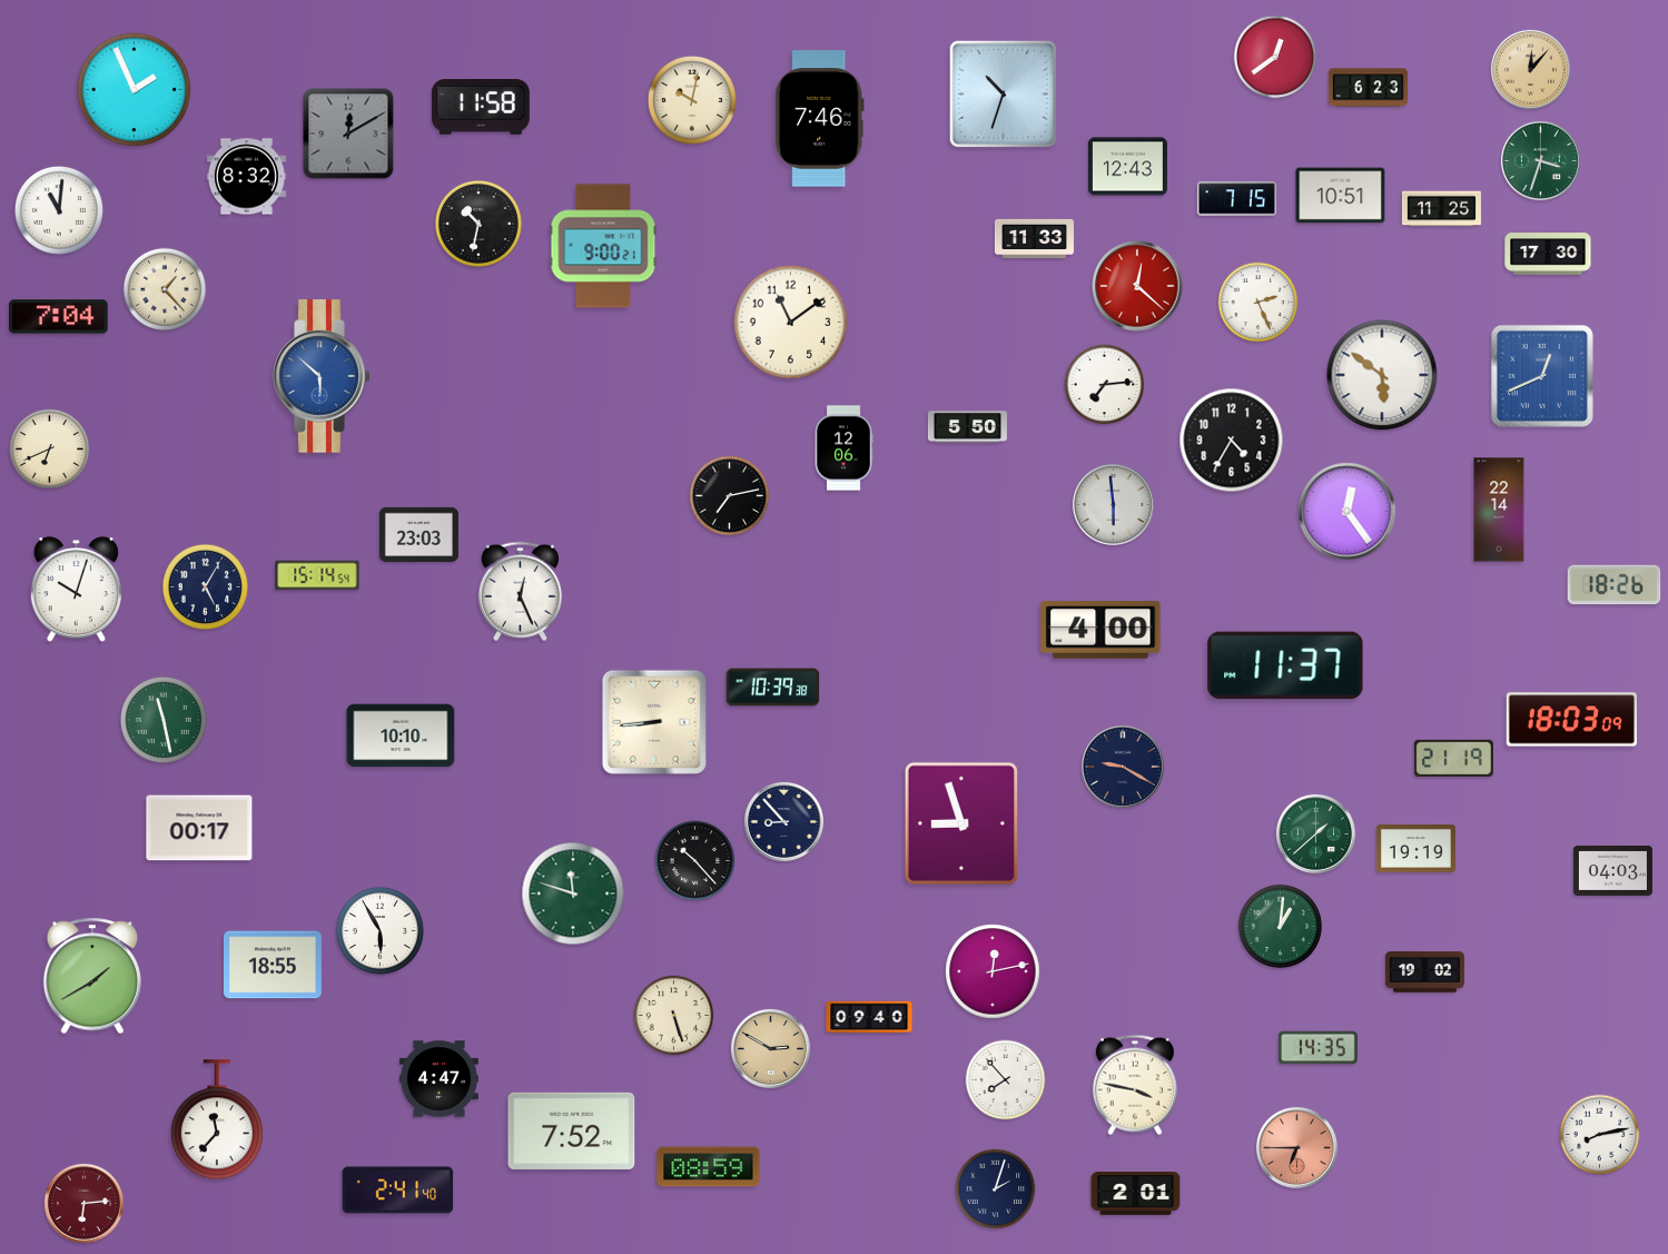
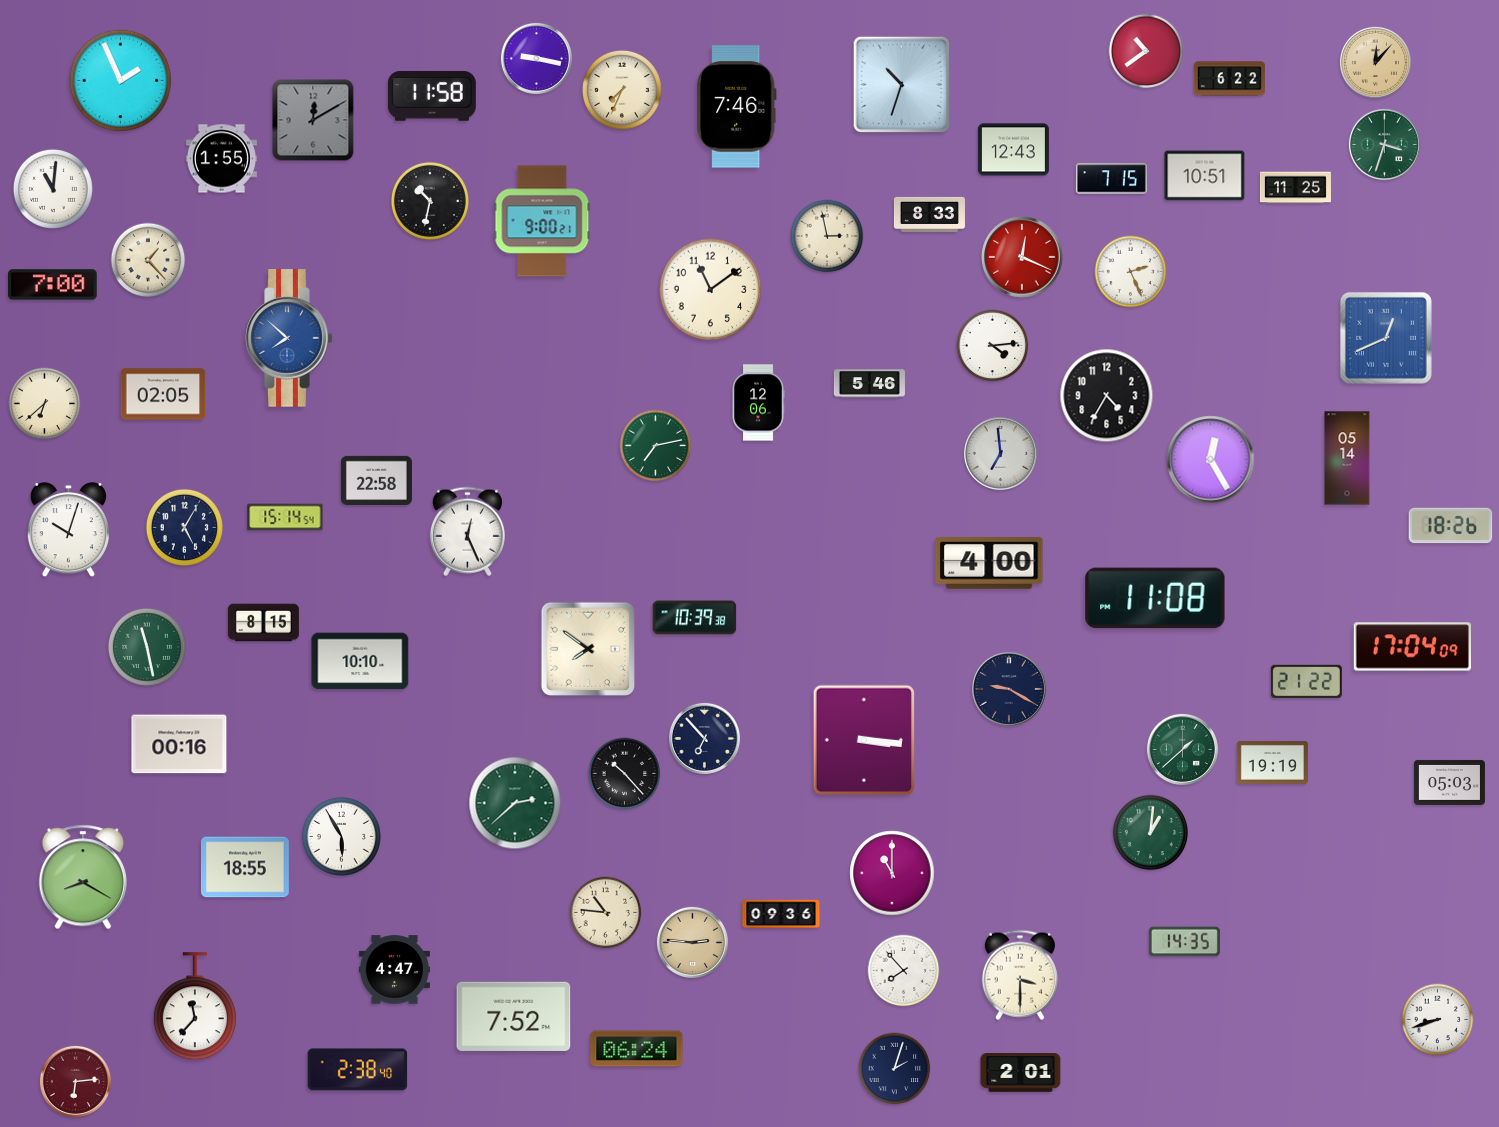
clock at (1275, 57): 12:39 -> 10:39
clock at (536, 58): none -> 9:17
clock at (1368, 88): 6:23 -> 6:22
clock at (692, 100): 10:02 -> 7:34
clock at (246, 177): 8:32 -> 1:55
clock at (1034, 238): 11:33 -> 8:33
clock at (1548, 254): 17:30 -> none
clock at (827, 236): none -> 2:58
clock at (1137, 286): 12:22 -> 12:19
clock at (59, 317): 7:04 -> 7:00
clock at (1382, 375): 5:51 -> none
clock at (322, 376): 5:52 -> 7:52
clock at (1105, 385): 7:14 -> 4:14
clock at (967, 427): 5:50 -> 5:46
clock at (163, 394): none -> 02:05
clock at (50, 450): 6:41 -> 6:38
clock at (730, 496) dial: black -> green
clock at (1113, 504): 5:59 -> 6:59
clock at (1499, 510): 22:14 -> 05:14
clock at (1348, 512): 12:24 -> 12:25
clock at (418, 534): 23:03 -> 22:58
clock at (1101, 630) position: (1101, 630) -> (989, 563)
clock at (1285, 665): 11:37 -> 11:08
clock at (263, 623): none -> 8:15
clock at (1571, 720): 18:03 -> 17:04
clock at (654, 722): 8:44 -> 7:51
clock at (1453, 758): 21:19 -> 21:22
clock at (783, 821): 8:53 -> 6:53
clock at (960, 823): 8:57 -> 3:16
clock at (199, 828): 00:17 -> 00:16
clock at (1612, 870): 04:03 -> 05:03
clock at (573, 893): 11:48 -> 2:38
clock at (993, 971): 12:13 -> 11:00
clock at (1424, 972): 19:02 -> none
clock at (92, 976): 1:40 -> 8:20
clock at (674, 1016): 5:27 -> 10:46
clock at (869, 1017): 09:40 -> 09:36
clock at (770, 1048): 2:50 -> 2:46
clock at (1135, 1085): 3:47 -> 3:30
clock at (1600, 1135): 8:13 -> 8:42
clock at (1296, 1147): 6:45 -> none
clock at (709, 1167): 08:59 -> 06:24
clock at (398, 1191): 2:41 -> 2:38
